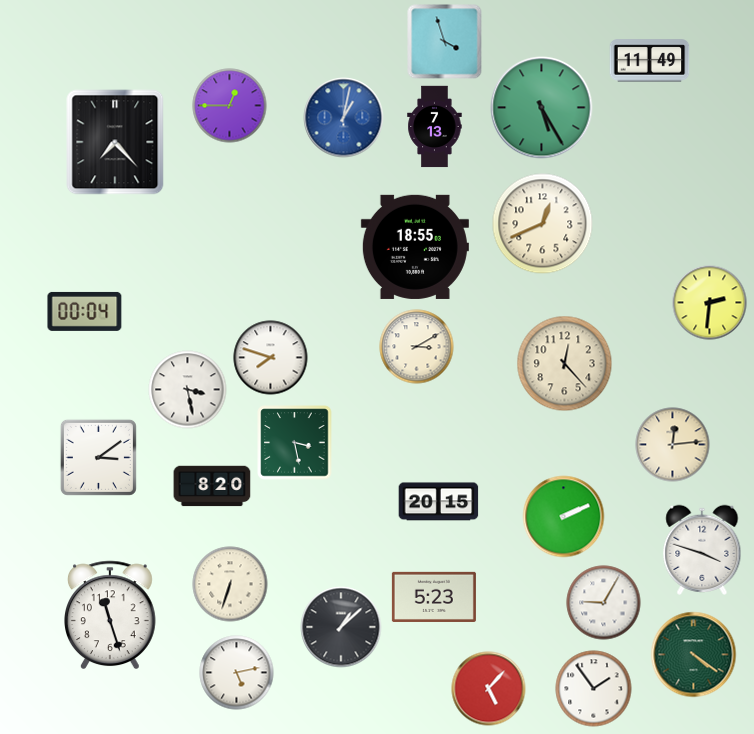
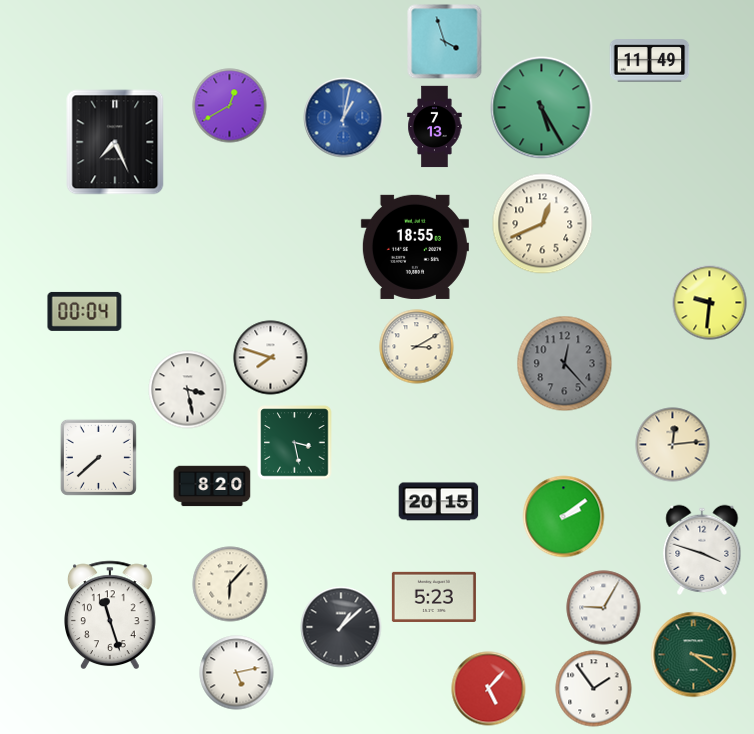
clock at (230, 106): 12:45 -> 12:40
clock at (115, 142): 7:23 -> 7:26
clock at (710, 303): 2:31 -> 9:31
clock at (565, 364) dial: cream -> grey
clock at (98, 457): 3:09 -> 7:38
clock at (564, 517): 2:11 -> 2:09
clock at (230, 584): 6:33 -> 6:07
clock at (604, 603) position: (604, 603) -> (604, 608)
clock at (694, 655): 4:21 -> 3:21
